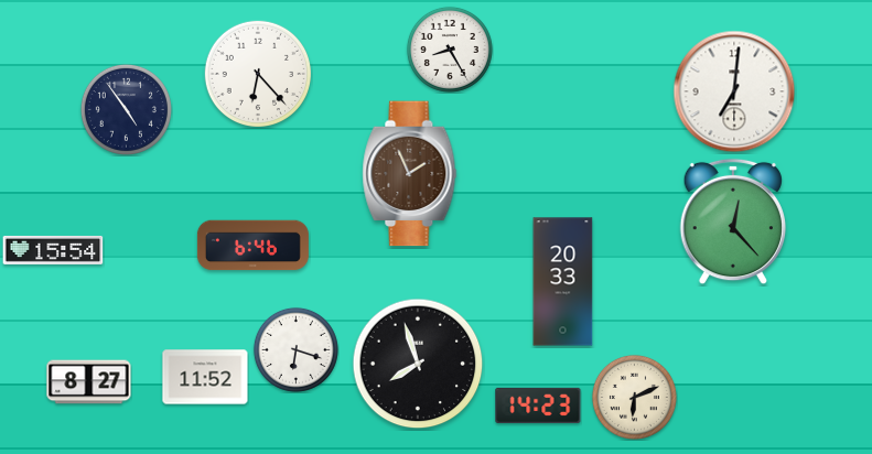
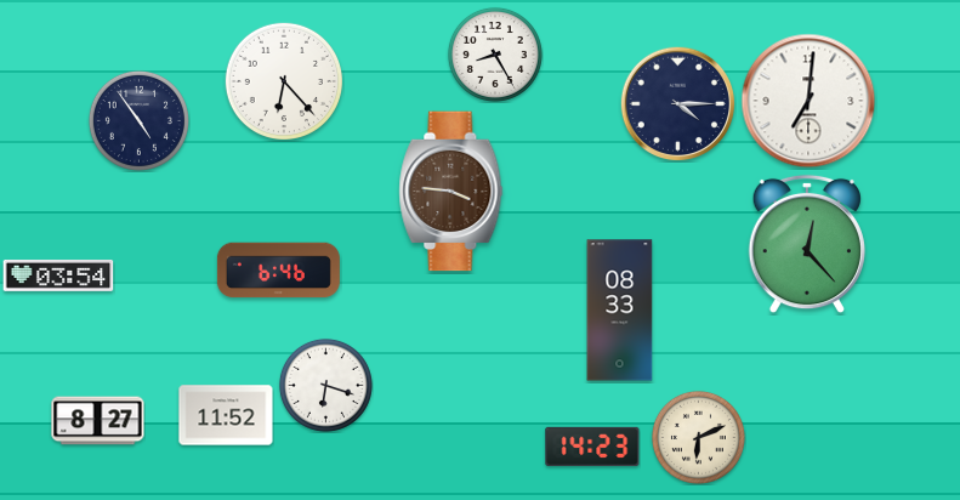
clock at (677, 103): none -> 4:15
clock at (410, 174): 1:56 -> 3:46
clock at (53, 250): 15:54 -> 03:54
clock at (563, 282): 20:33 -> 08:33
clock at (418, 364): 7:57 -> none
